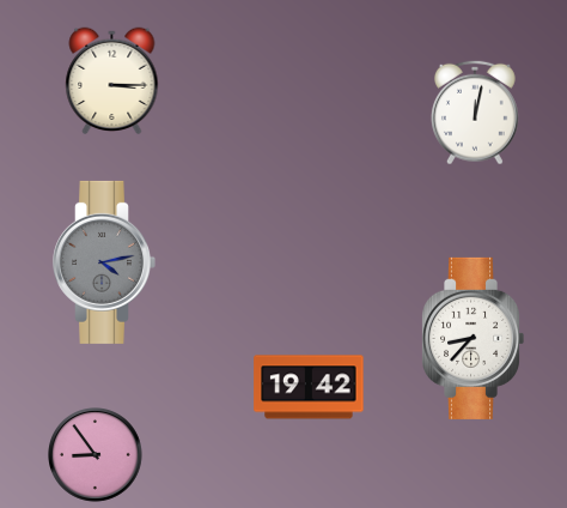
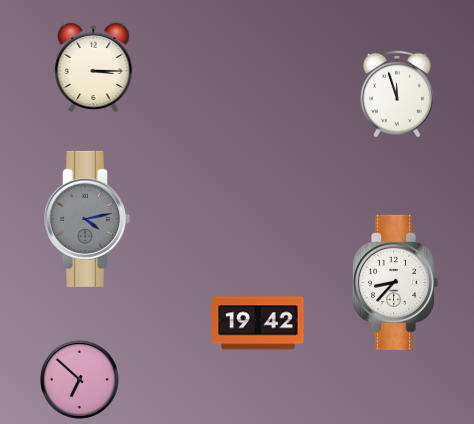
clock at (475, 113): 12:02 -> 11:57
clock at (96, 455): 8:54 -> 6:52
